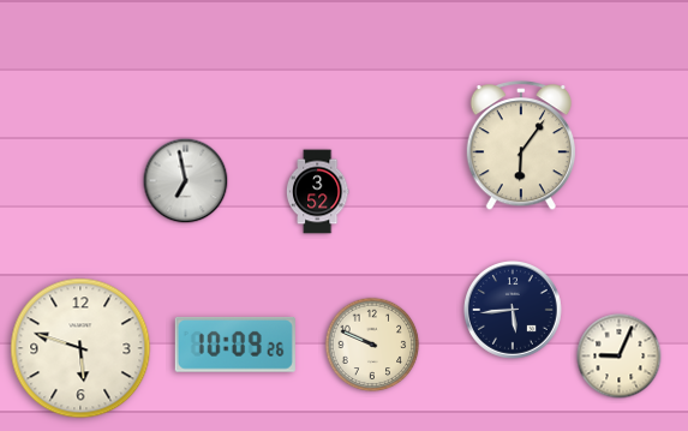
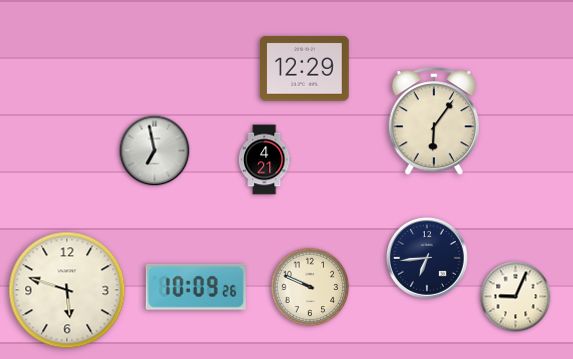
clock at (305, 69): none -> 12:29
clock at (317, 192): 3:52 -> 4:21
clock at (514, 311): 5:44 -> 6:44
